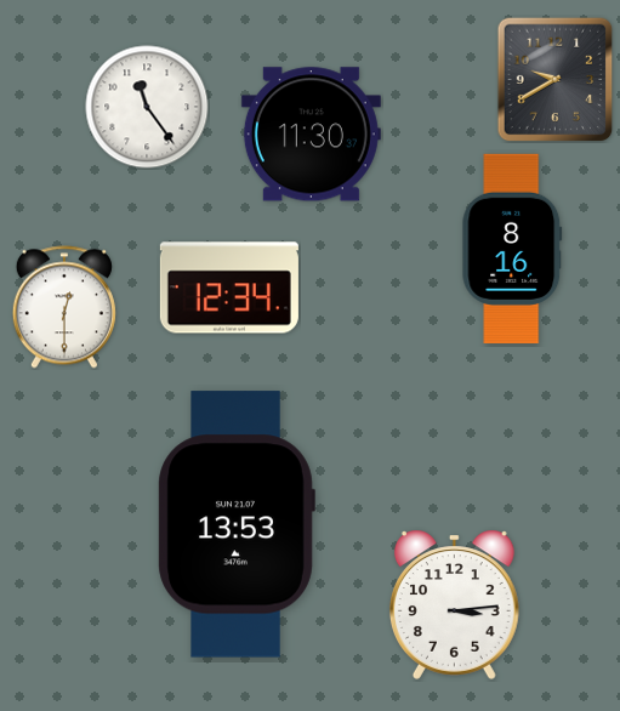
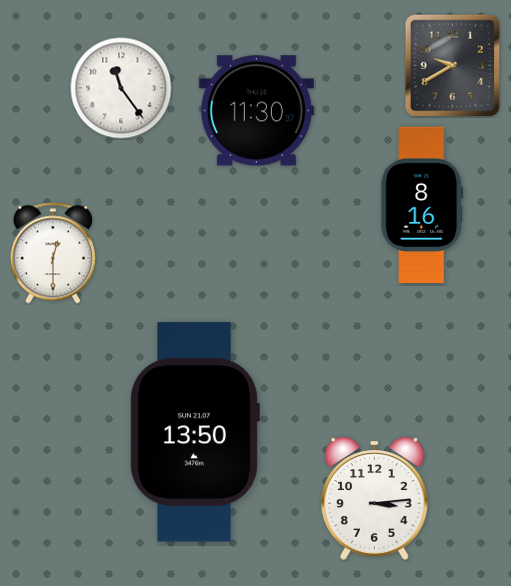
clock at (556, 79) position: (556, 79) -> (453, 65)
clock at (229, 288): 12:34 -> none
clock at (237, 524): 13:53 -> 13:50
